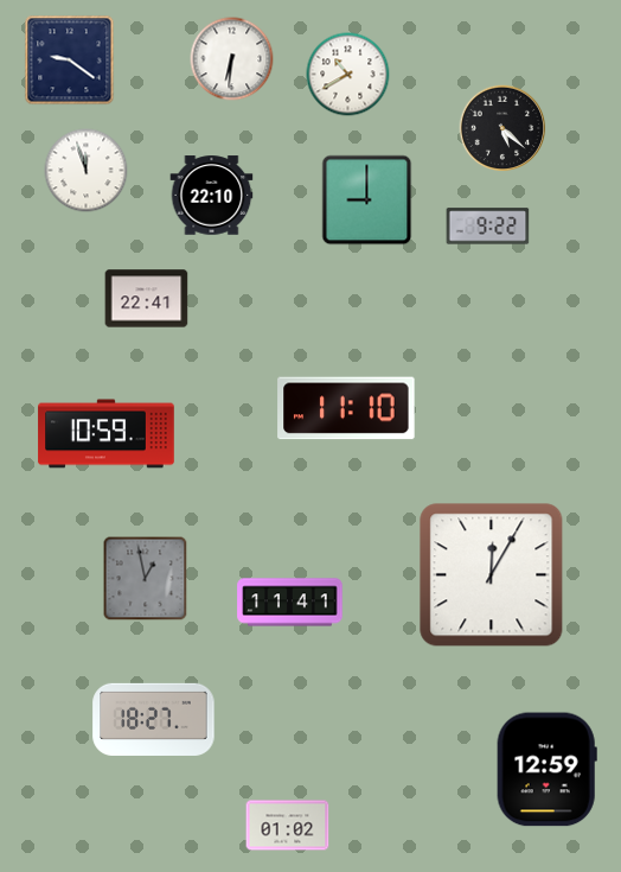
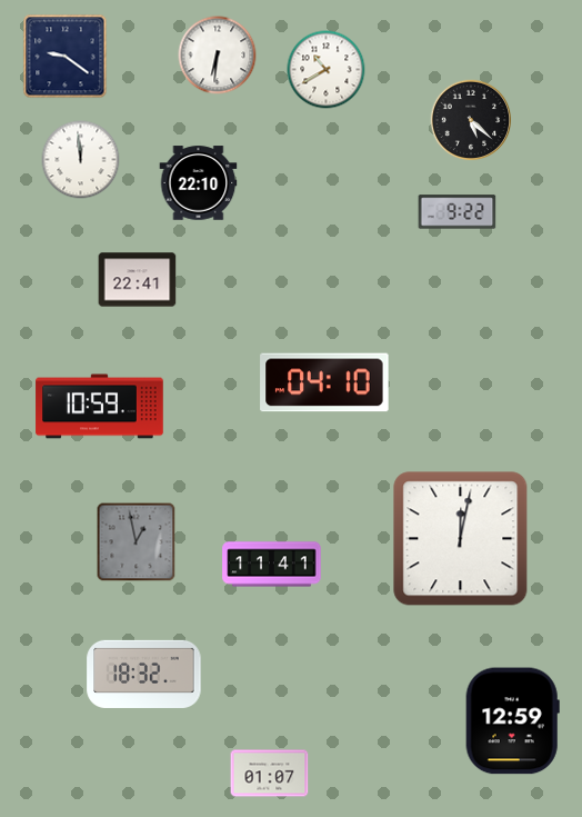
clock at (87, 171): 11:57 -> 11:59
clock at (367, 201): 9:00 -> none
clock at (346, 408): 11:10 -> 04:10
clock at (492, 575): 12:05 -> 12:02
clock at (154, 719): 18:27 -> 18:32
clock at (288, 826): 01:02 -> 01:07
